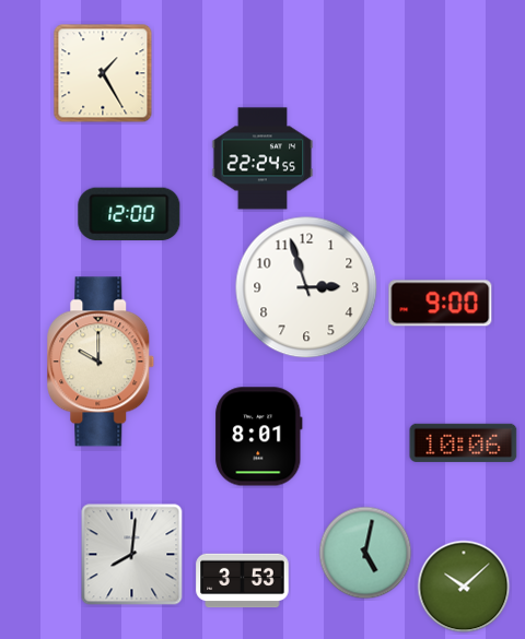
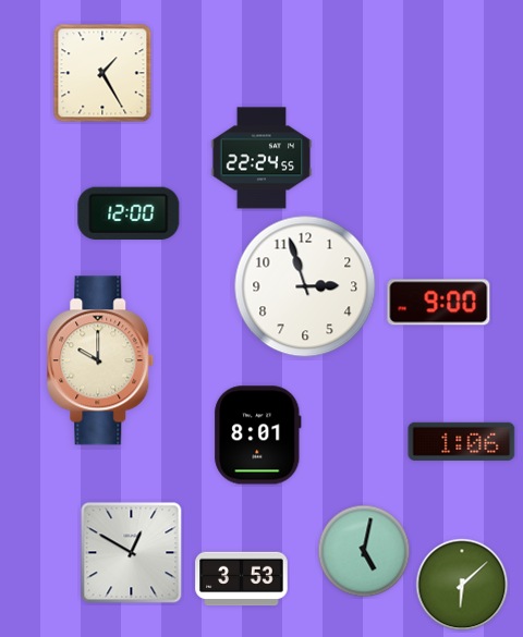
clock at (464, 442): 10:06 -> 1:06
clock at (132, 555): 8:01 -> 12:50
clock at (464, 587): 10:08 -> 6:08
